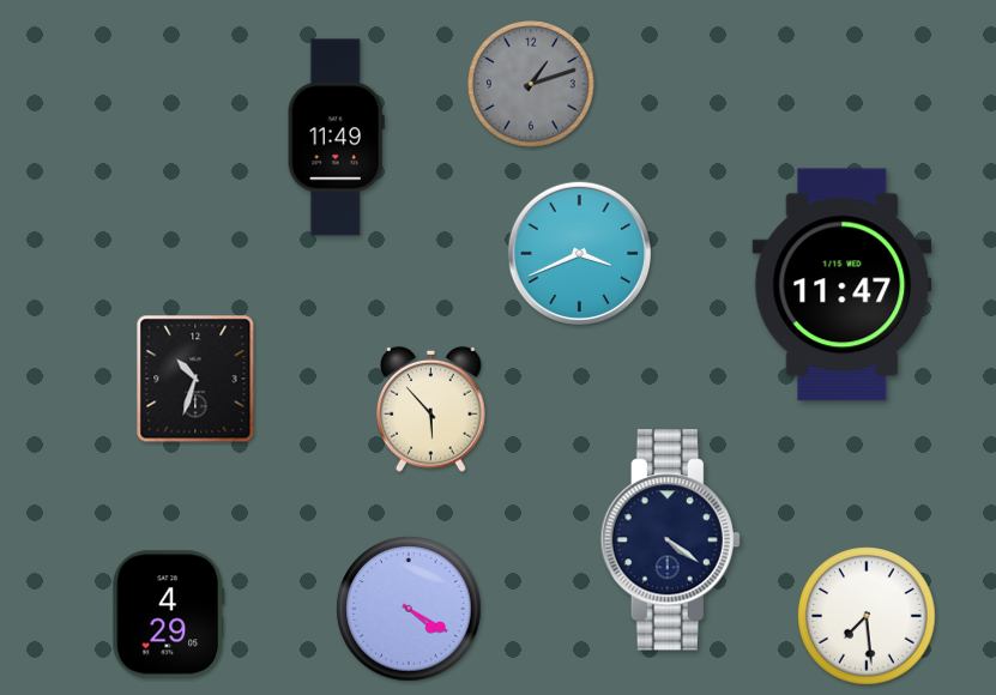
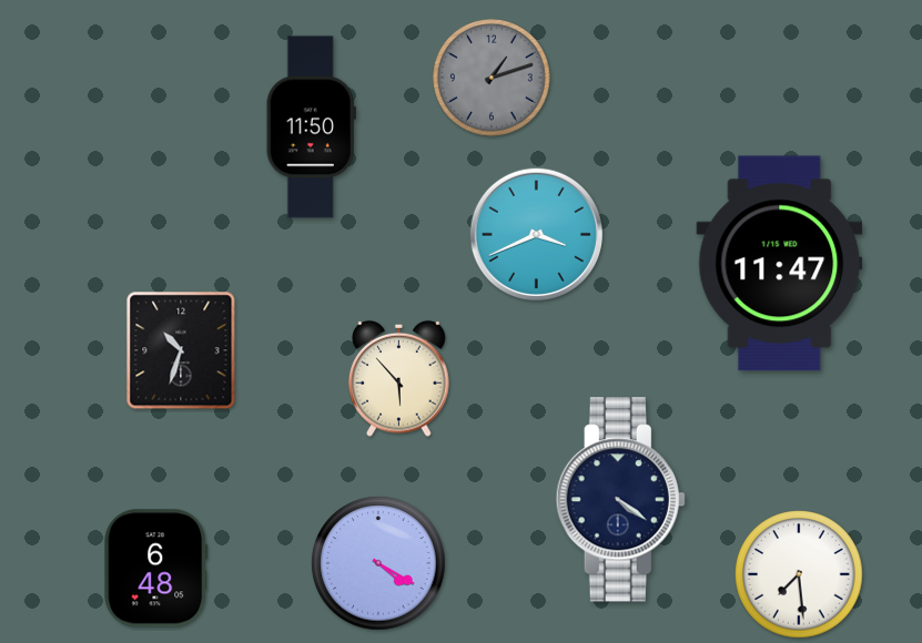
clock at (336, 138): 11:49 -> 11:50
clock at (169, 615): 4:29 -> 6:48
clock at (867, 616) position: (867, 616) -> (799, 574)
